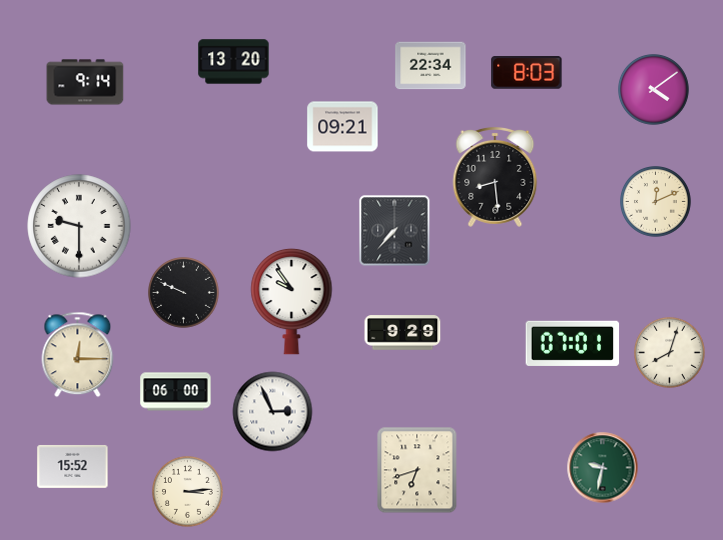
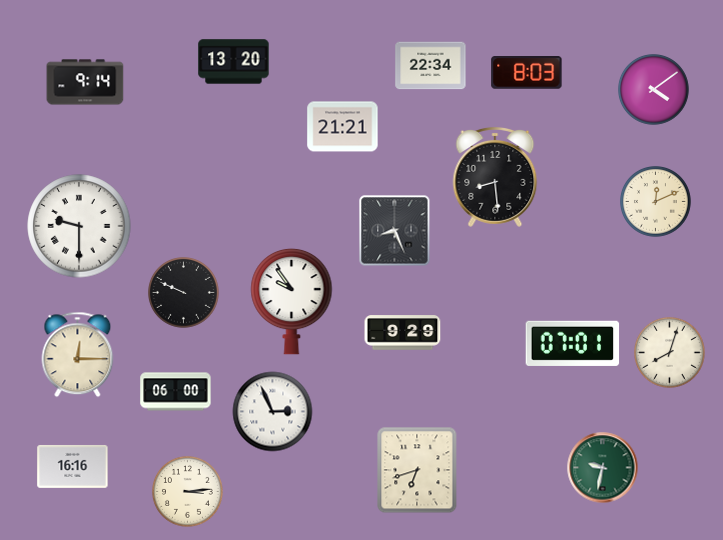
clock at (343, 127): 09:21 -> 21:21
clock at (395, 231): 7:37 -> 8:26
clock at (73, 466): 15:52 -> 16:16
